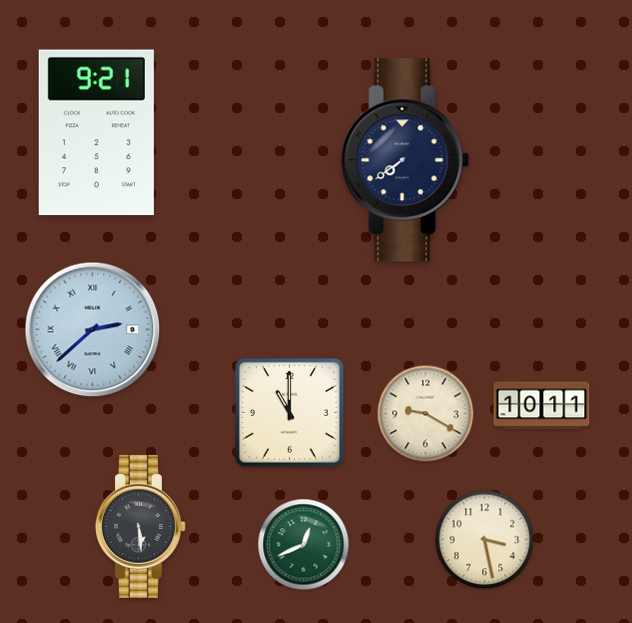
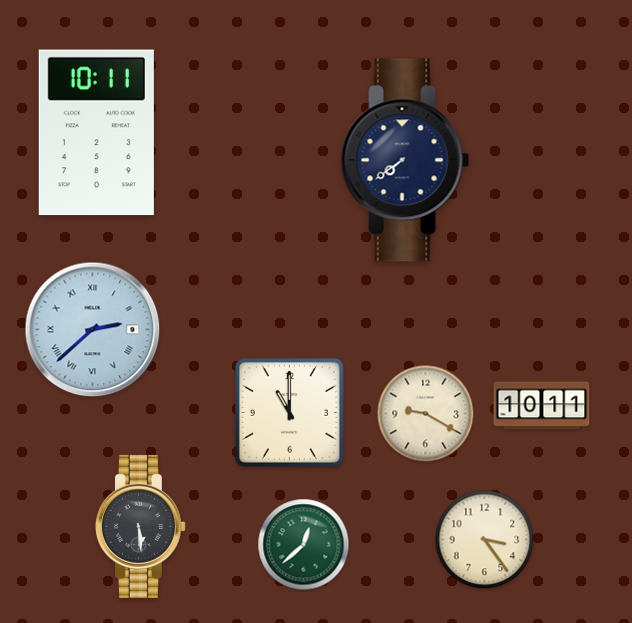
clock at (96, 133): 9:21 -> 10:11
clock at (485, 540): 3:28 -> 3:24
clock at (304, 545): 12:41 -> 12:38
